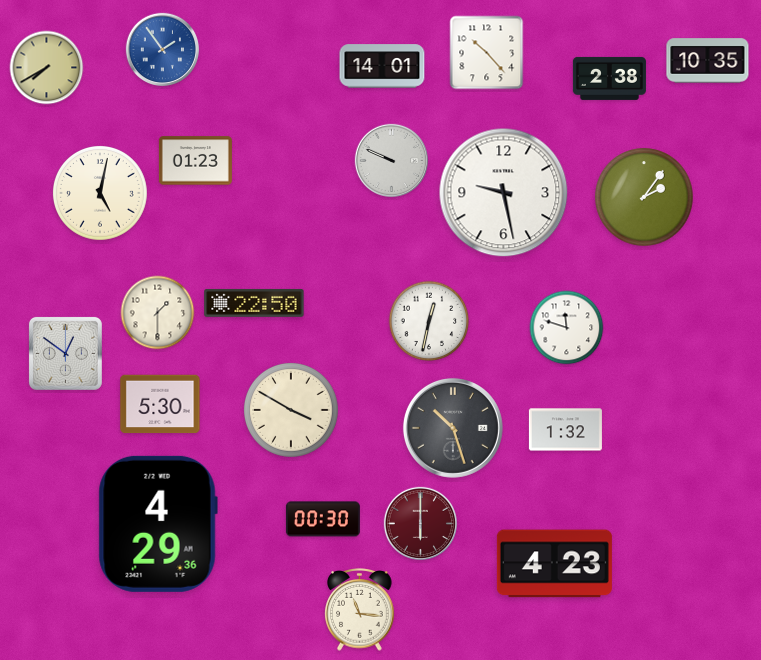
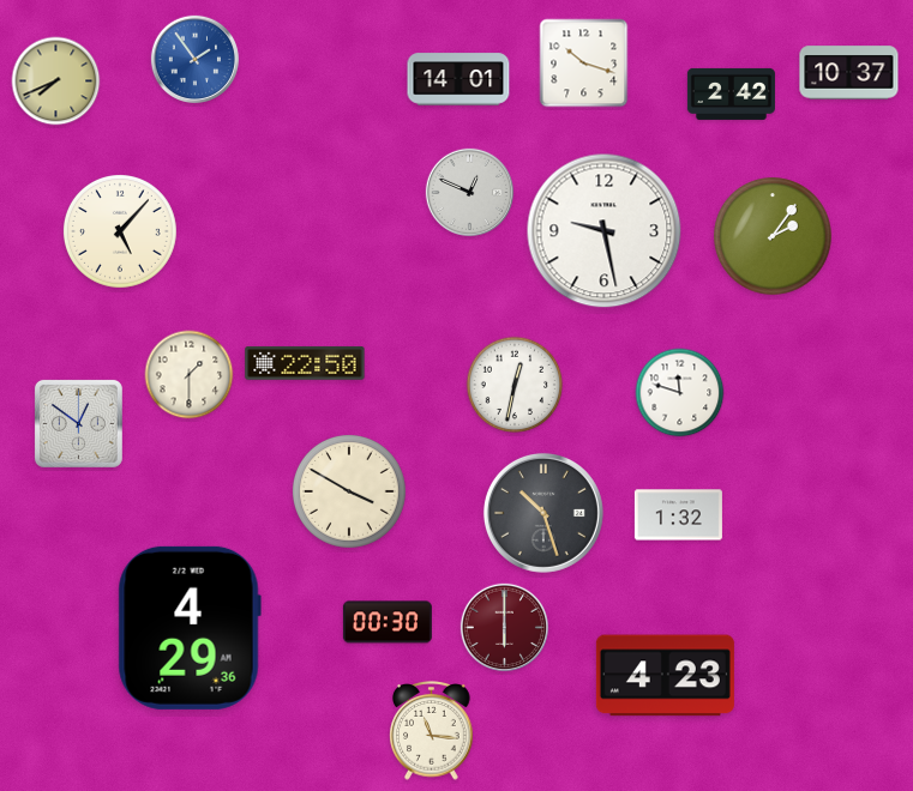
clock at (487, 53): 10:23 -> 10:18
clock at (708, 61): 10:35 -> 10:37
clock at (47, 68): 7:40 -> 7:41
clock at (609, 78): 2:38 -> 2:42
clock at (391, 160): 9:49 -> 12:49
clock at (195, 161): 01:23 -> none
clock at (100, 193): 5:02 -> 5:07
clock at (160, 404): 5:30 -> none
